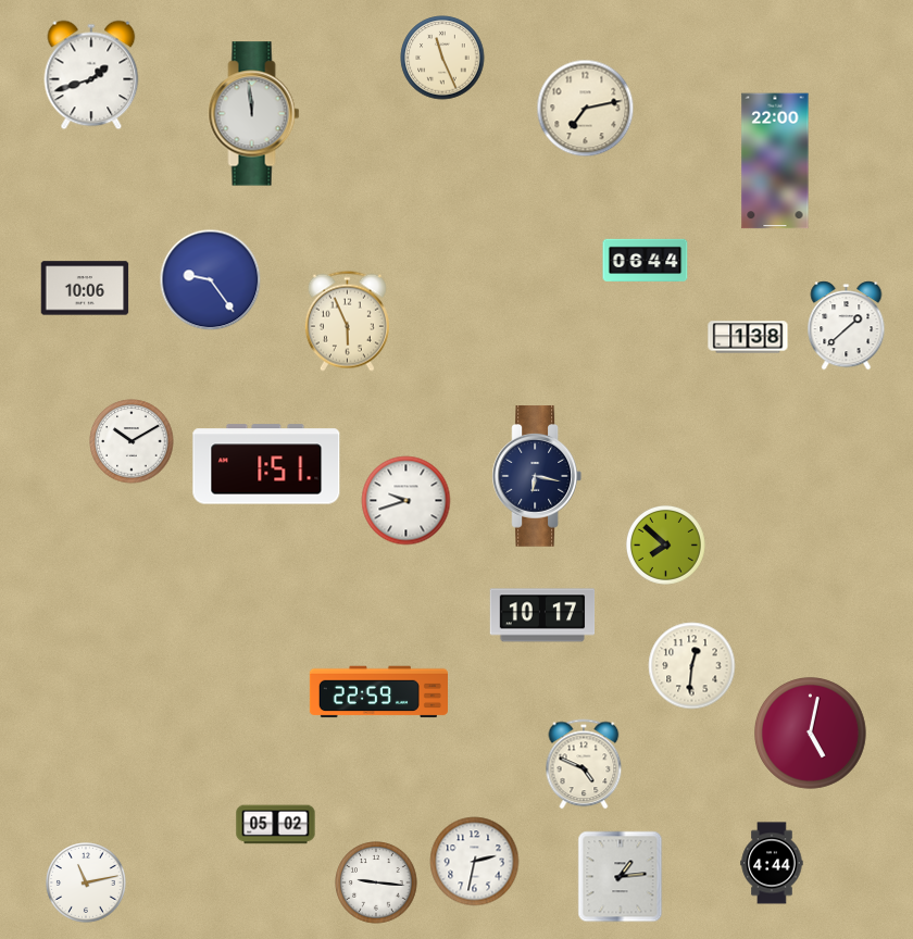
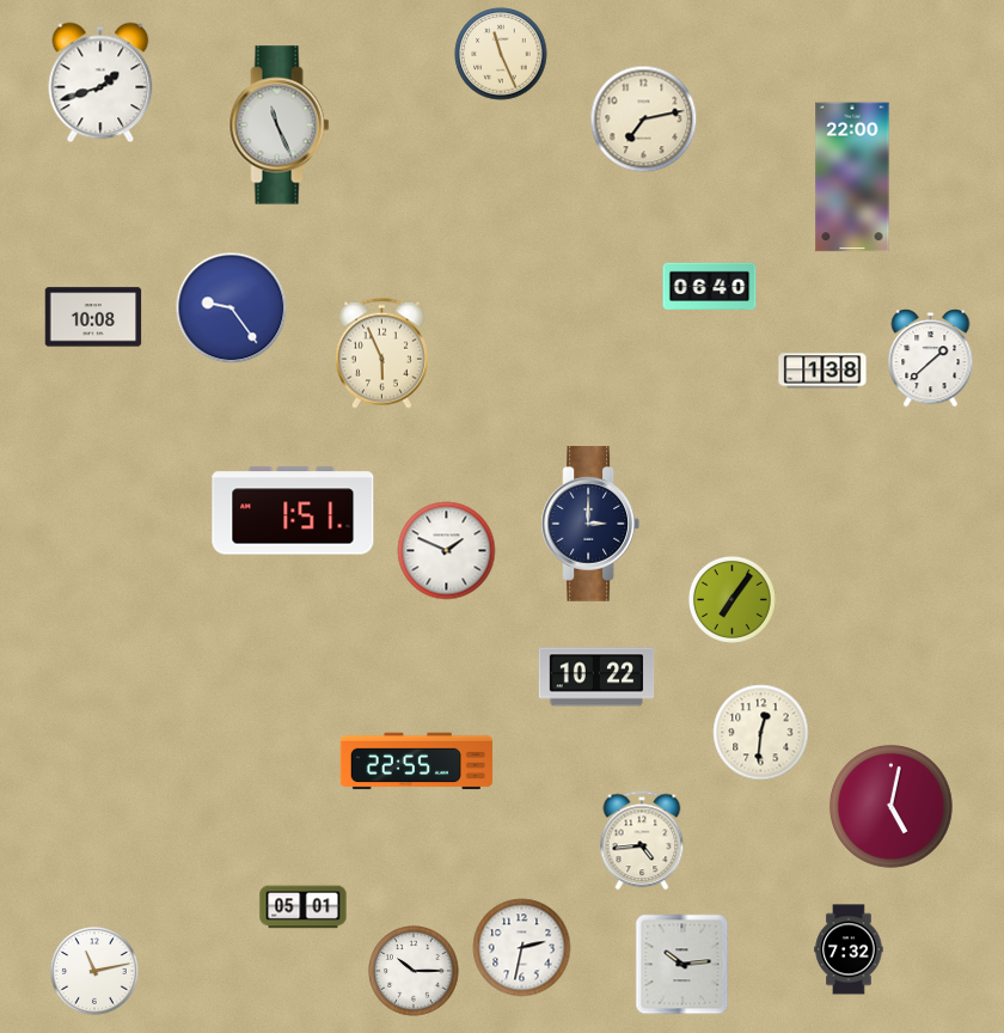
clock at (442, 58) position: (442, 58) -> (501, 54)
clock at (254, 114): 11:59 -> 11:26
clock at (646, 260): 06:44 -> 06:40
clock at (85, 288): 10:06 -> 10:08
clock at (132, 441): 10:10 -> none
clock at (537, 477): 6:17 -> 3:00
clock at (407, 501): 9:42 -> 1:49
clock at (665, 544): 7:52 -> 7:06
clock at (542, 615): 10:17 -> 10:22
clock at (378, 692): 22:59 -> 22:55
clock at (584, 764): 4:49 -> 4:44
clock at (276, 825): 05:02 -> 05:01
clock at (772, 863): 4:44 -> 7:32
clock at (621, 877): 1:14 -> 10:14
clock at (376, 882): 9:16 -> 10:15
